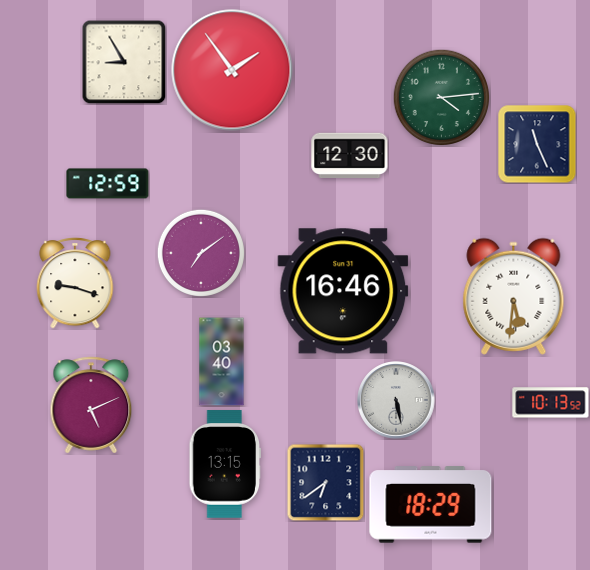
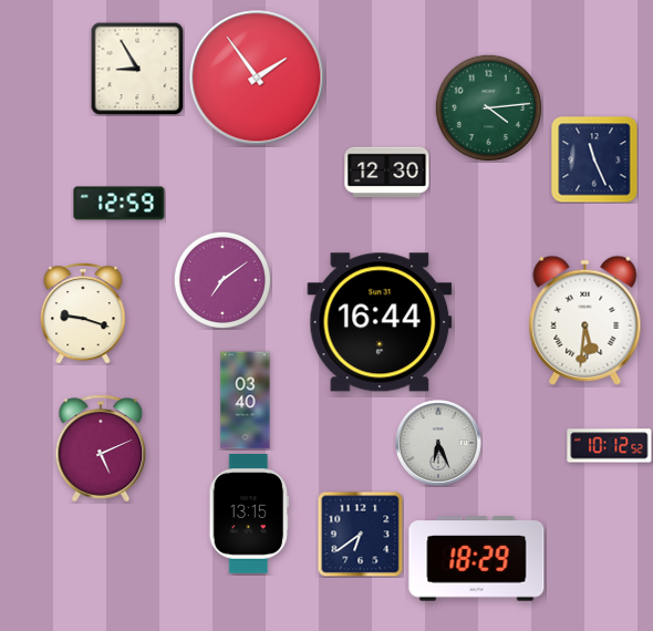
clock at (343, 291): 16:46 -> 16:44
clock at (514, 296) position: (514, 296) -> (585, 320)
clock at (396, 400): 5:28 -> 6:26
clock at (551, 403): 10:13 -> 10:12
